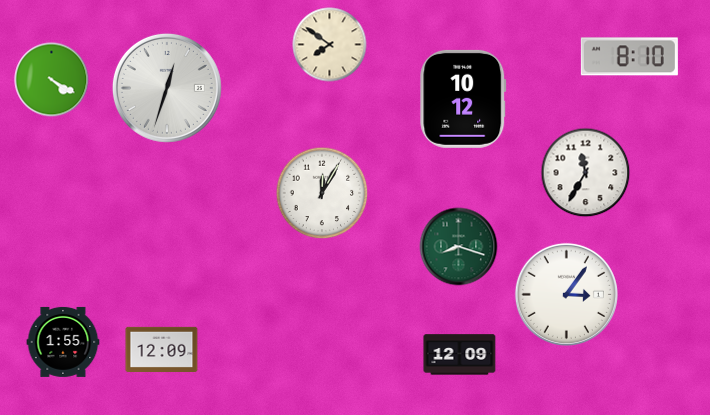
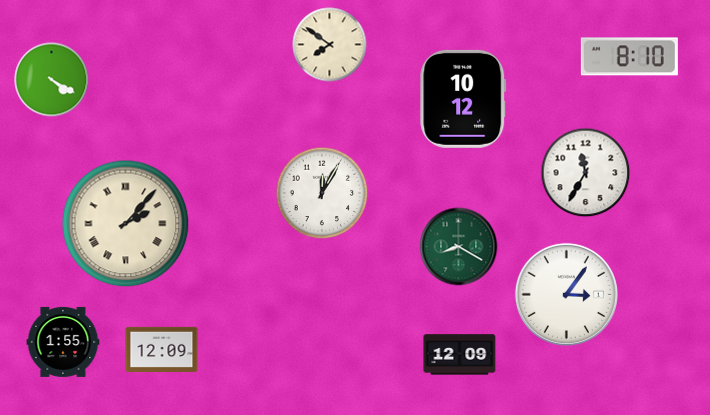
clock at (167, 88): 12:33 -> none
clock at (126, 224): none -> 2:07
clock at (459, 247): 8:18 -> 8:20
